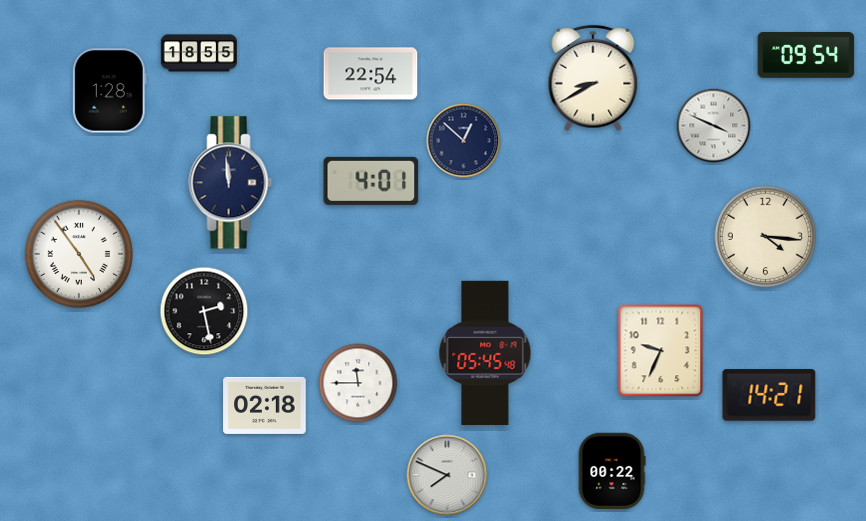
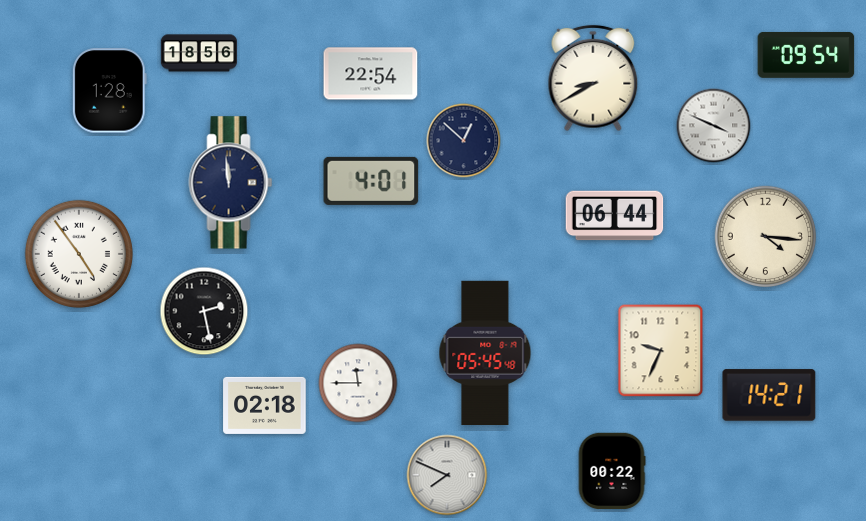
clock at (199, 53): 18:55 -> 18:56
clock at (615, 216): none -> 06:44
